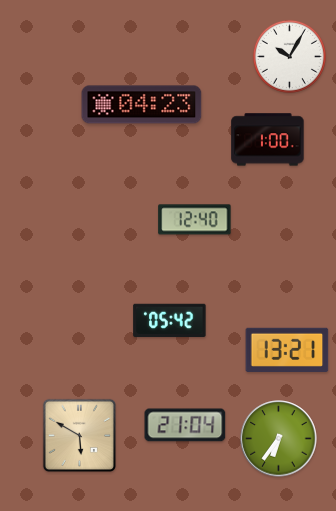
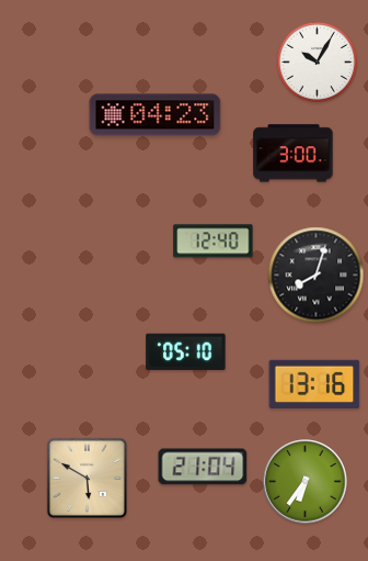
clock at (268, 140): 1:00 -> 3:00
clock at (317, 276): none -> 8:03
clock at (170, 321): 05:42 -> 05:10
clock at (287, 350): 13:21 -> 13:16
